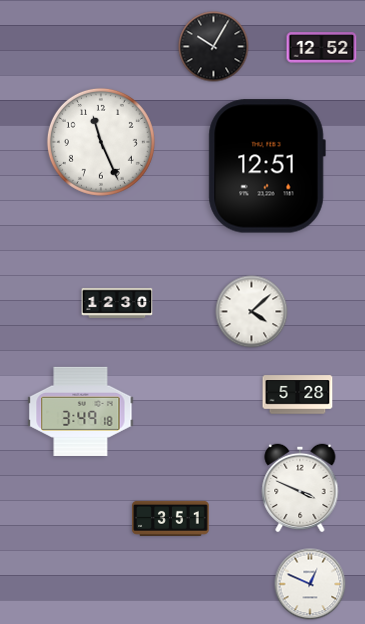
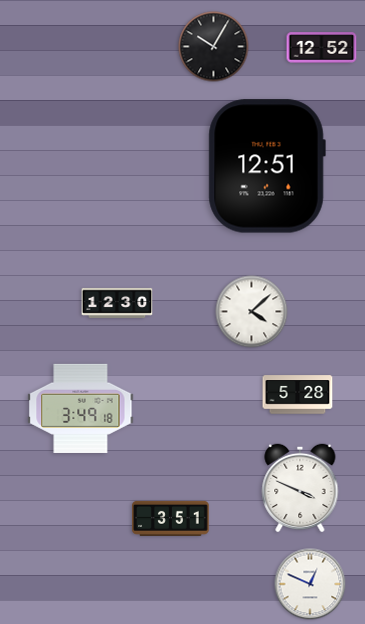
clock at (101, 142): 11:26 -> none
clock at (81, 411) position: (81, 411) -> (81, 408)
